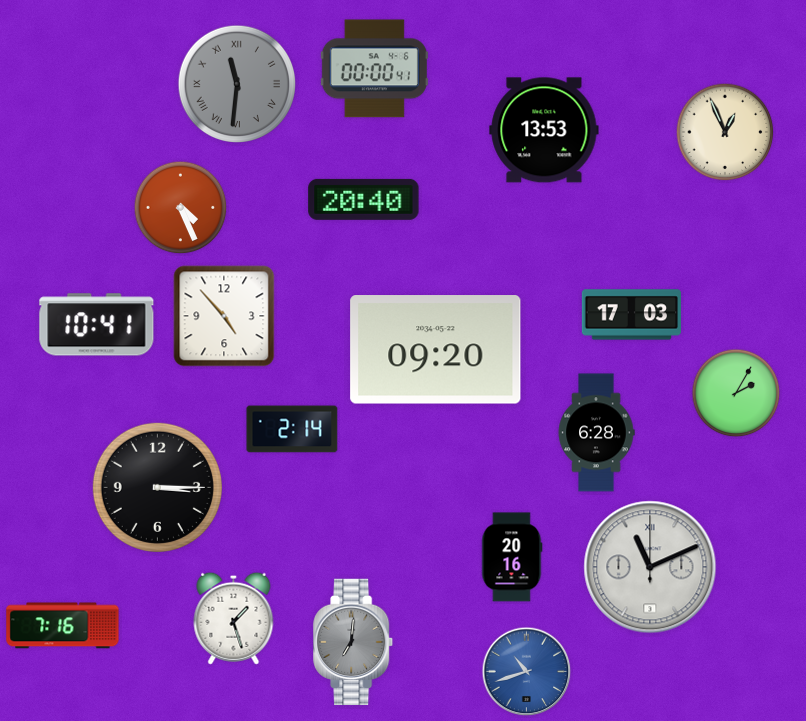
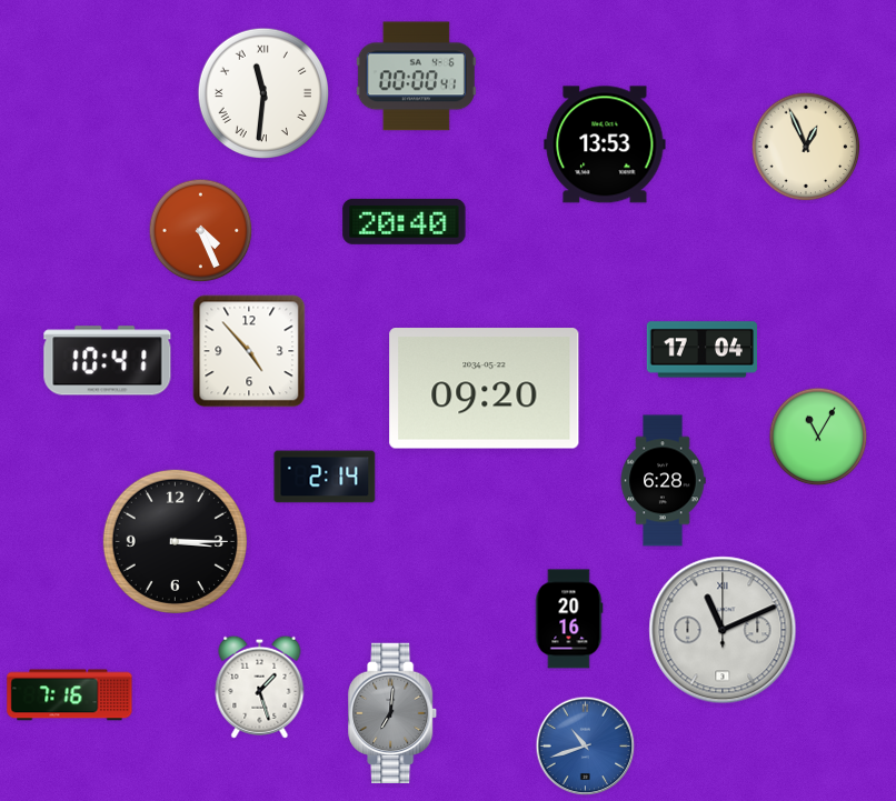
clock at (236, 83) dial: grey -> white
clock at (631, 315): 17:03 -> 17:04
clock at (736, 393): 2:05 -> 11:05
